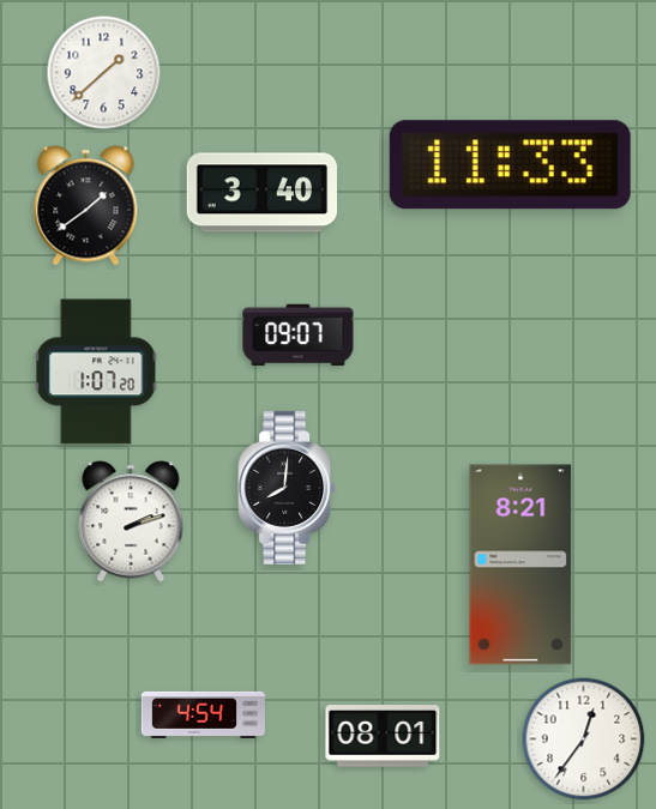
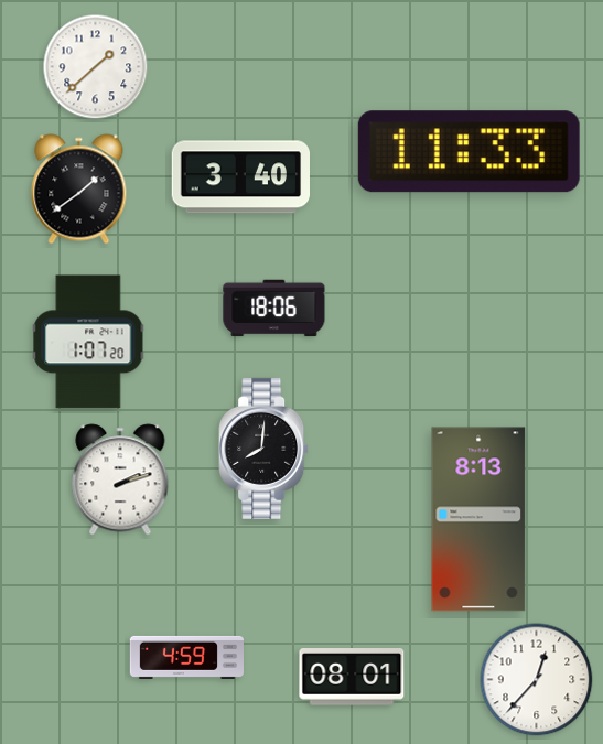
clock at (299, 336): 09:07 -> 18:06
clock at (520, 565): 8:21 -> 8:13
clock at (203, 714): 4:54 -> 4:59
clock at (584, 739): 12:36 -> 12:37
